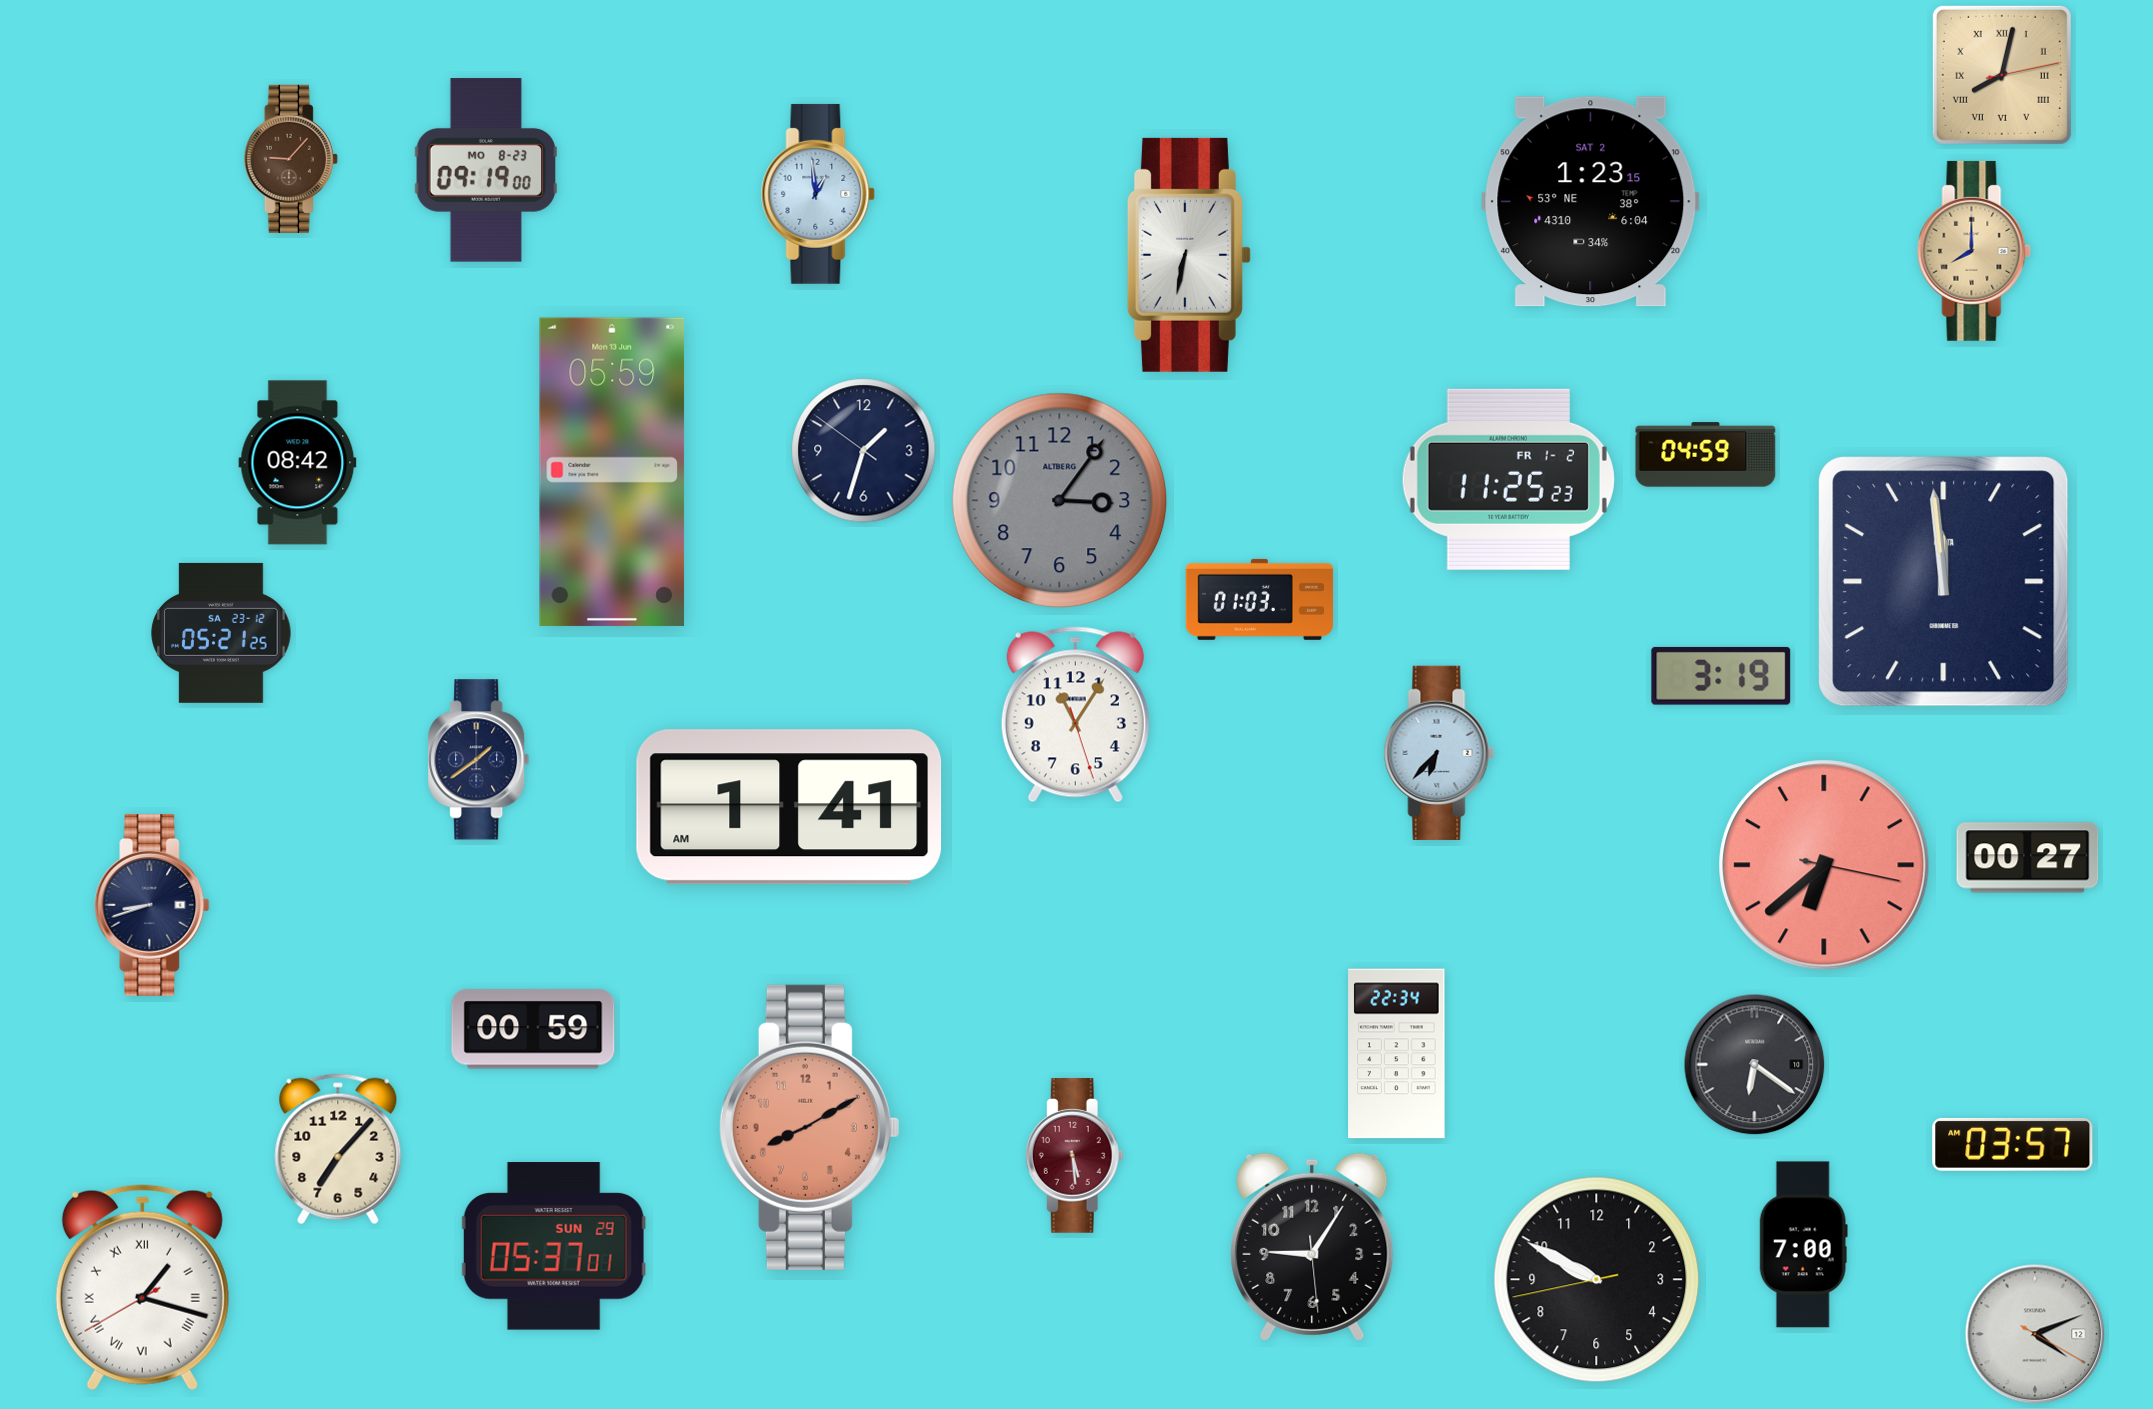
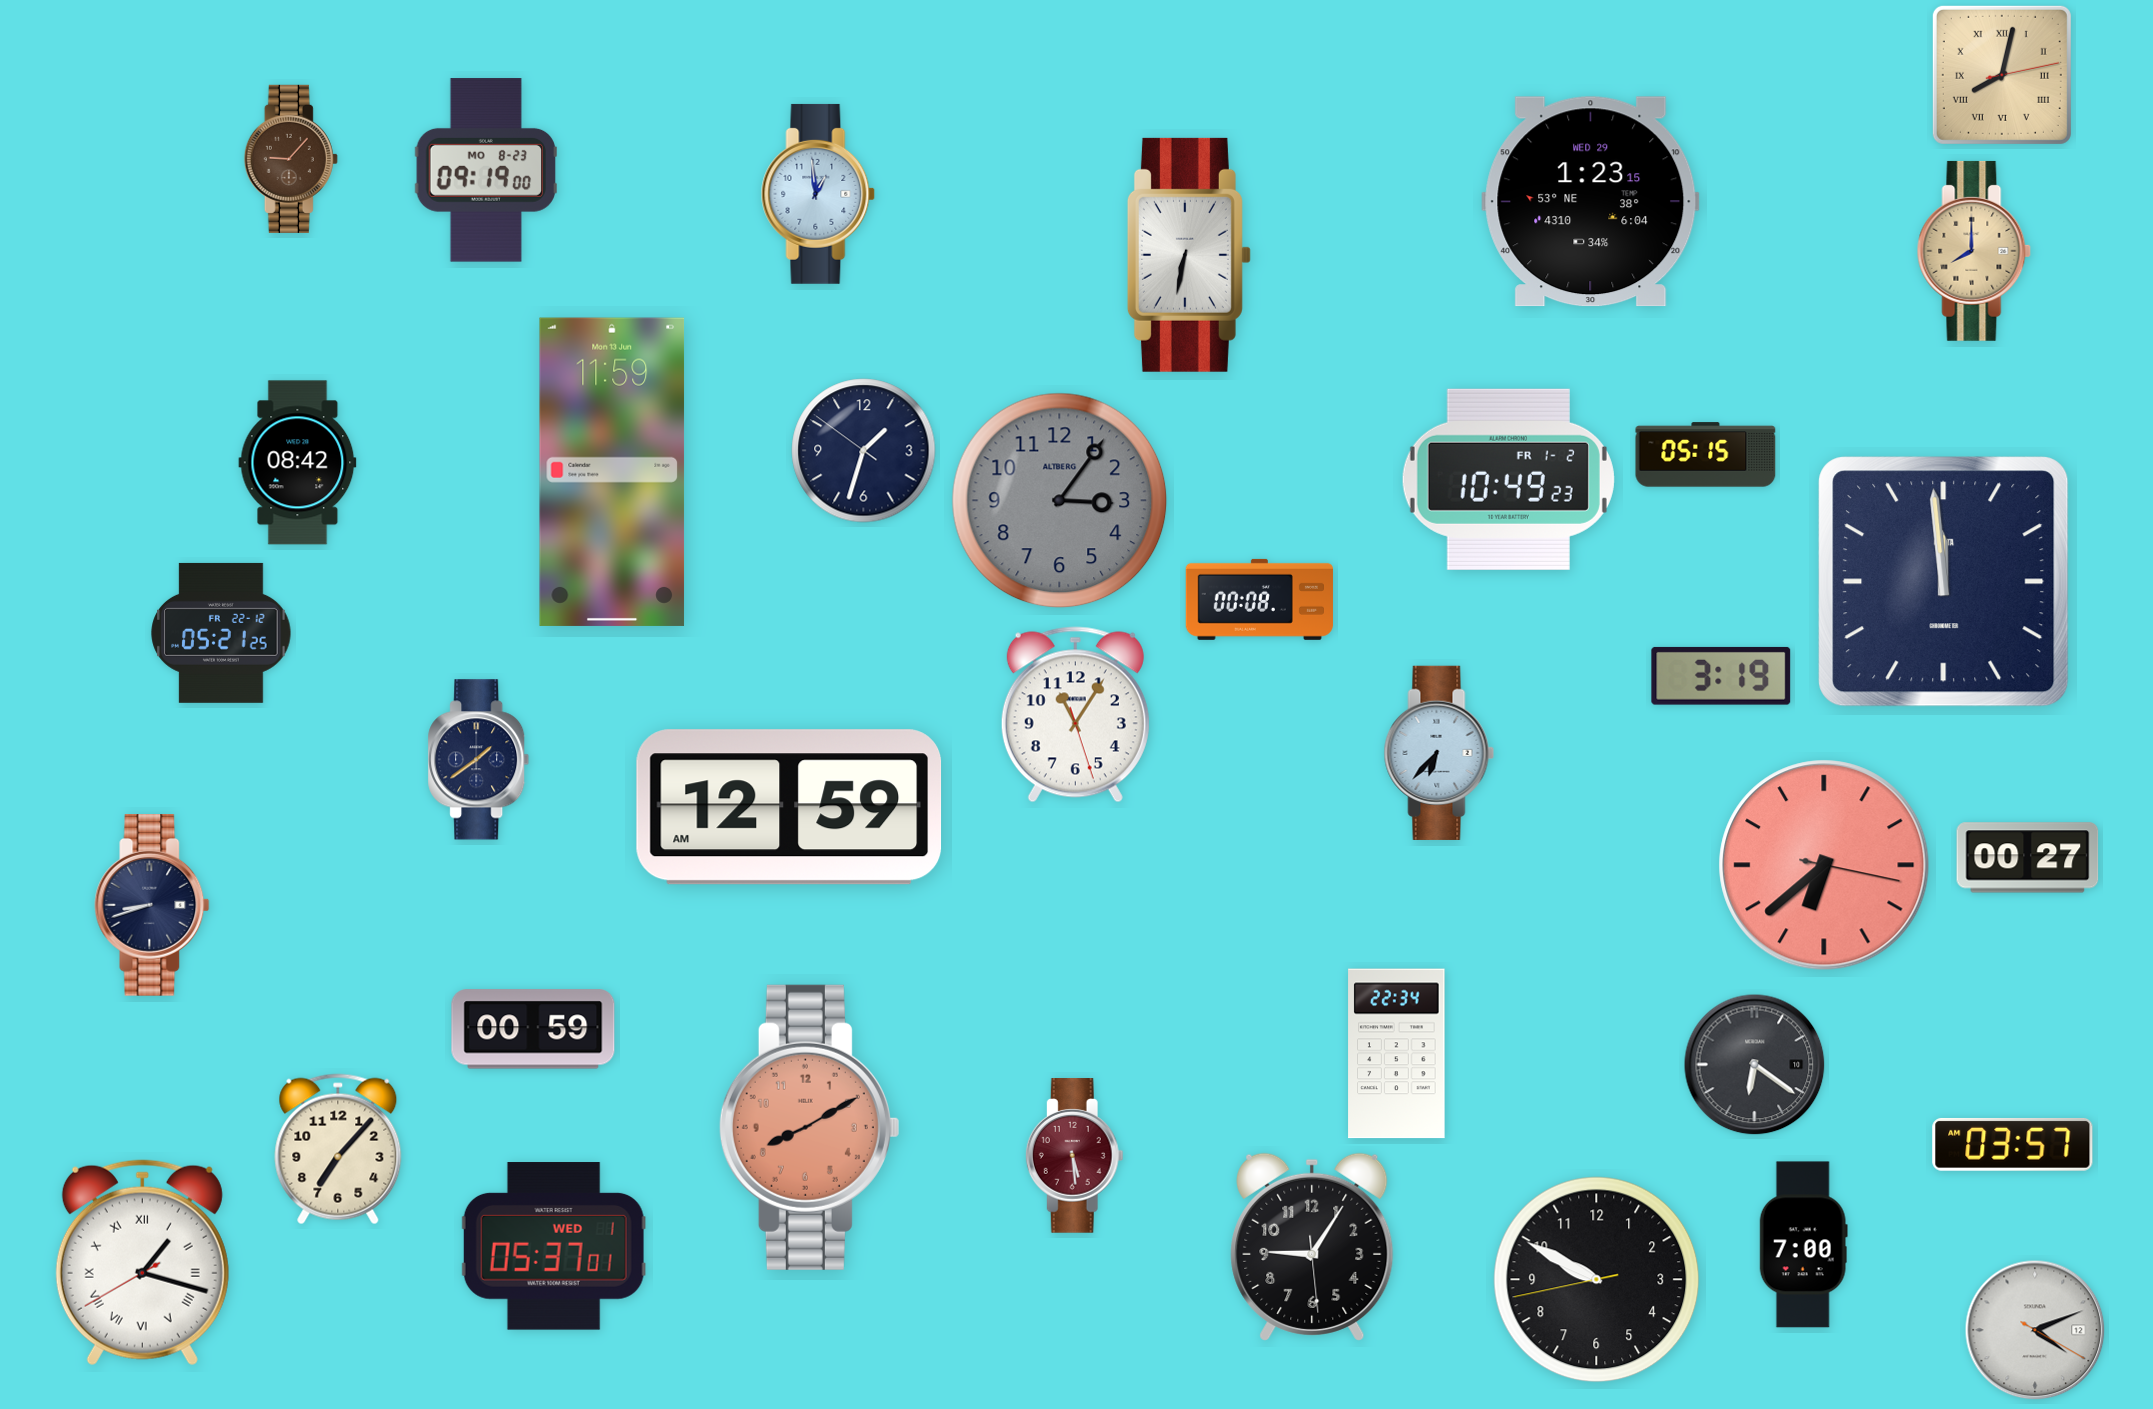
clock at (1591, 202) date: SAT 2 -> WED 29
clock at (1706, 455): 04:59 -> 05:15
clock at (612, 472): 05:59 -> 11:59
clock at (1508, 479): 11:25 -> 10:49
clock at (1259, 599): 01:03 -> 00:08
clock at (221, 633) date: SA 23-12 -> FR 22-12
clock at (789, 807): 1:41 -> 12:59
clock at (554, 1246) date: SUN 29 -> WED 1
clock at (142, 1288) position: (142, 1288) -> (142, 1263)
clock at (2035, 1334) position: (2035, 1334) -> (2035, 1330)
